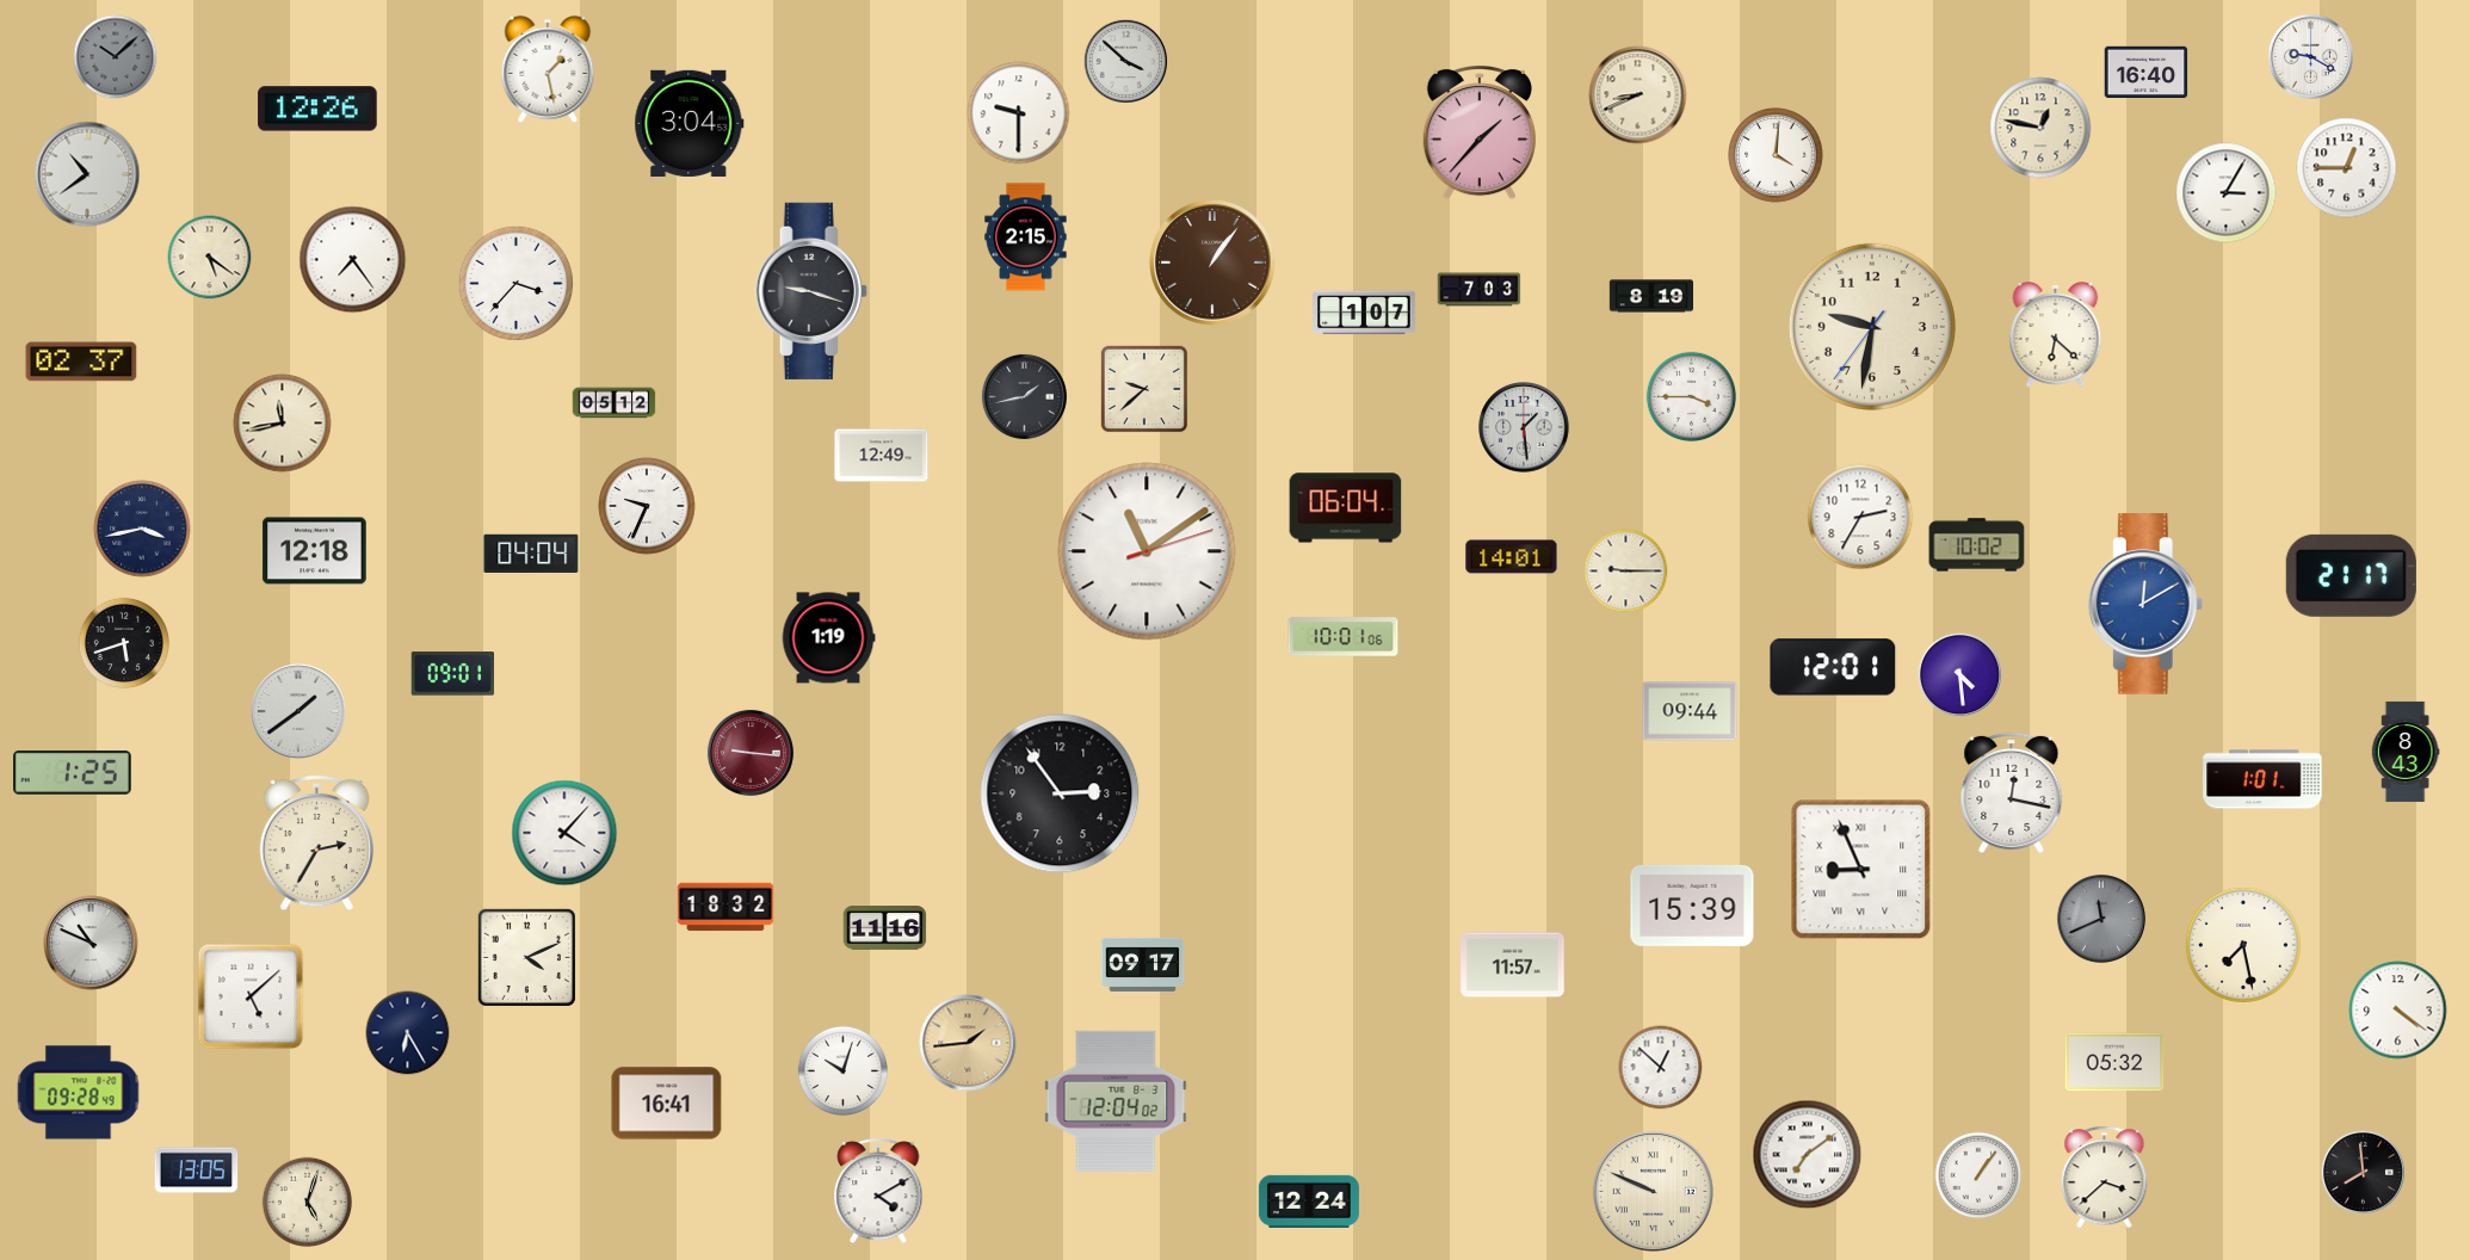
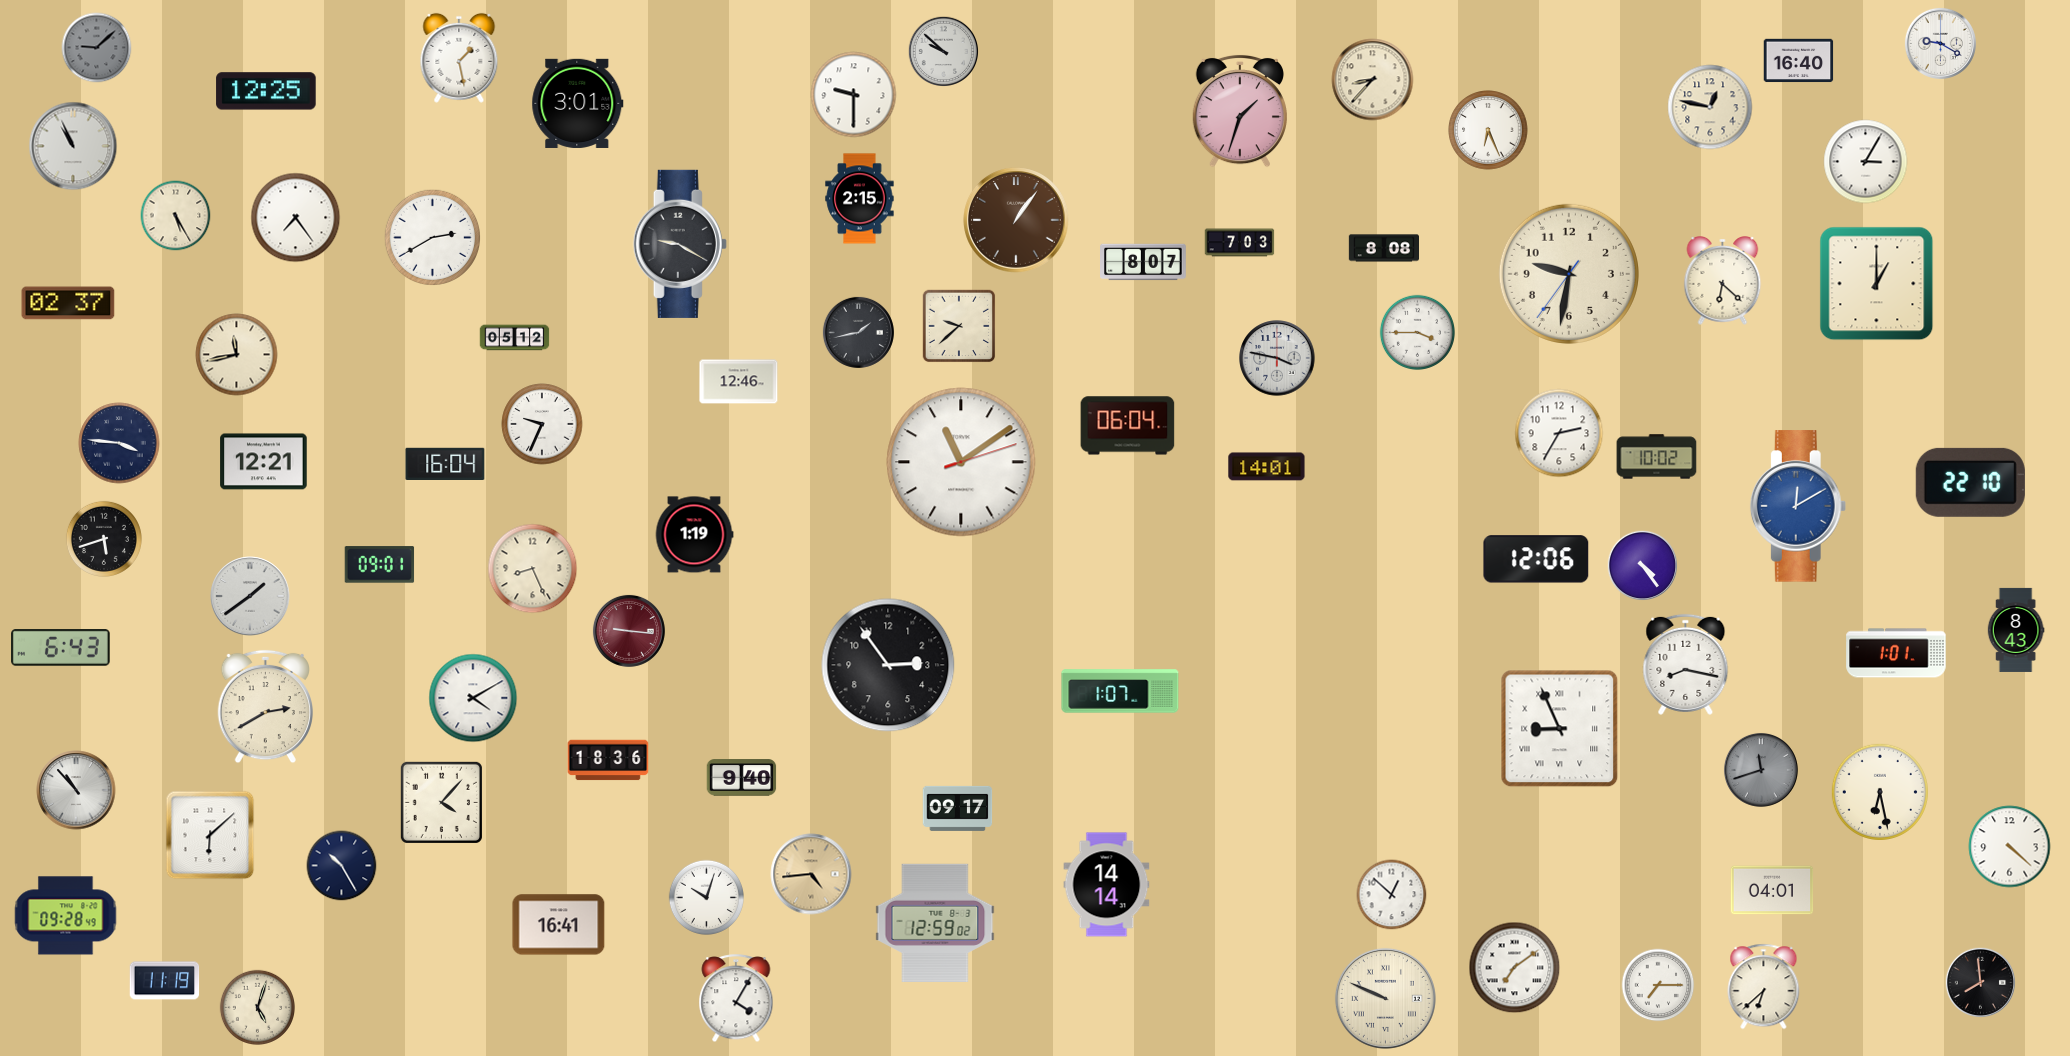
clock at (2310, 56) position: (2310, 56) -> (1940, 43)
clock at (116, 57): 10:08 -> 9:08
clock at (1125, 61): 3:52 -> 9:52
clock at (1638, 95): 8:41 -> 8:37
clock at (317, 109): 12:26 -> 12:25
clock at (690, 123): 3:04 -> 3:01
clock at (1480, 132): 1:37 -> 1:33
clock at (1776, 155): 4:01 -> 6:26
clock at (2347, 168): 12:45 -> none
clock at (87, 174): 10:39 -> 10:56
clock at (210, 258): 5:21 -> 5:25
clock at (515, 283): 3:37 -> 2:40
clock at (811, 291): 9:18 -> 9:20
clock at (1650, 296): 8:19 -> 8:08
clock at (1364, 313): 1:07 -> 8:07
clock at (1877, 284): none -> 1:00
clock at (1524, 427): 1:29 -> 3:47
clock at (882, 456): 12:49 -> 12:46
clock at (142, 529): 3:43 -> 3:46
clock at (315, 551): 12:18 -> 12:21
clock at (531, 552): 04:04 -> 16:04
clock at (1626, 572): 9:15 -> none
clock at (2351, 575): 21:17 -> 22:10
clock at (1344, 637): 10:01 -> none
clock at (1833, 667): 12:01 -> 12:06
clock at (1959, 674): 4:29 -> 4:24
clock at (533, 569): none -> 8:26
clock at (1690, 711): 09:44 -> none
clock at (73, 773): 1:25 -> 6:43
clock at (2012, 792): 12:17 -> 8:17
clock at (1120, 691): none -> 1:07
clock at (564, 833): 4:07 -> 4:10
clock at (316, 844): 2:35 -> 2:40
clock at (1692, 906): 15:39 -> none
clock at (725, 907): 18:32 -> 18:36
clock at (2101, 919): 11:41 -> 11:42
clock at (885, 928): 11:16 -> 9:40
clock at (91, 943): 10:49 -> 10:53
clock at (2243, 945): 7:28 -> 6:28
clock at (526, 957): 4:11 -> 4:07
clock at (1513, 965): 11:57 -> none
clock at (251, 996): 5:08 -> 6:08
clock at (2398, 1011): 4:21 -> 4:22
clock at (408, 1033): 6:25 -> 10:25
clock at (968, 1043): 1:44 -> 4:44
clock at (1107, 885): none -> 14:14
clock at (2114, 1062): 05:32 -> 04:01
clock at (1116, 1101): 12:04 -> 12:59
clock at (197, 1171): 13:05 -> 11:19
clock at (1978, 1175): 1:06 -> 7:15
clock at (2105, 1178): 3:38 -> 6:38
clock at (878, 1192): 4:10 -> 4:05
clock at (1309, 1202): 12:24 -> none
